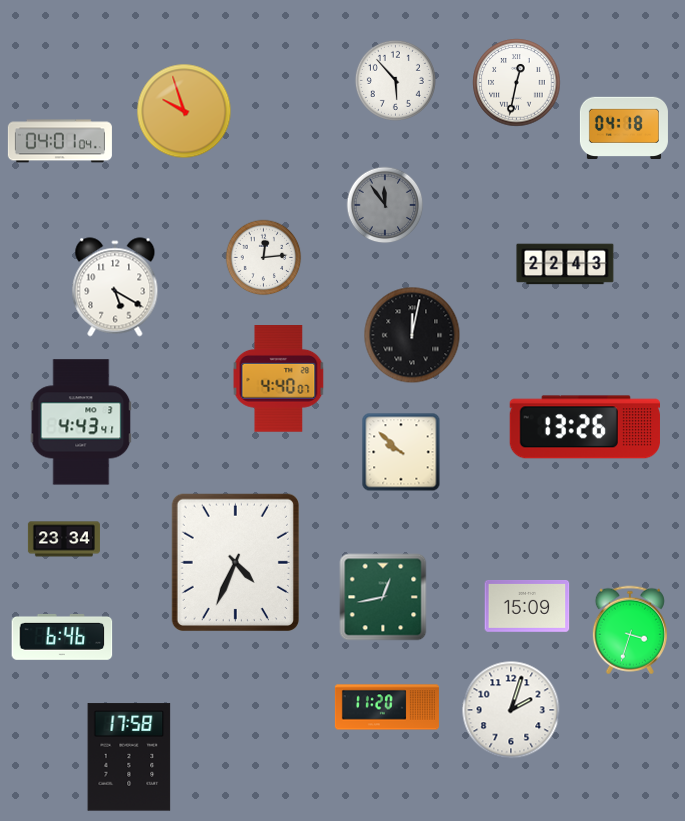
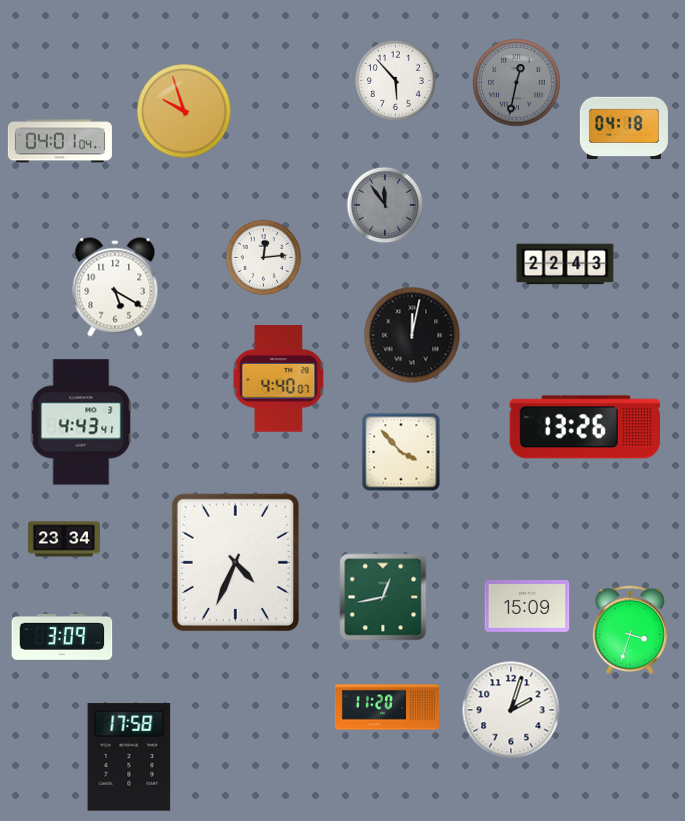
clock at (517, 83) dial: white -> grey
clock at (401, 452): 9:52 -> 3:53
clock at (62, 637): 6:46 -> 3:09
